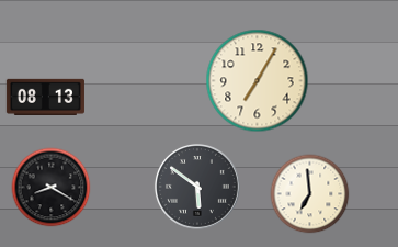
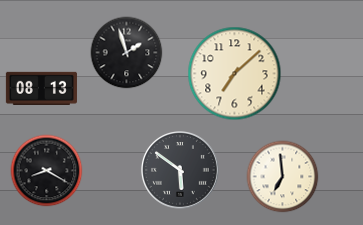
clock at (127, 53): none -> 1:57
clock at (258, 81): 7:05 -> 7:08
